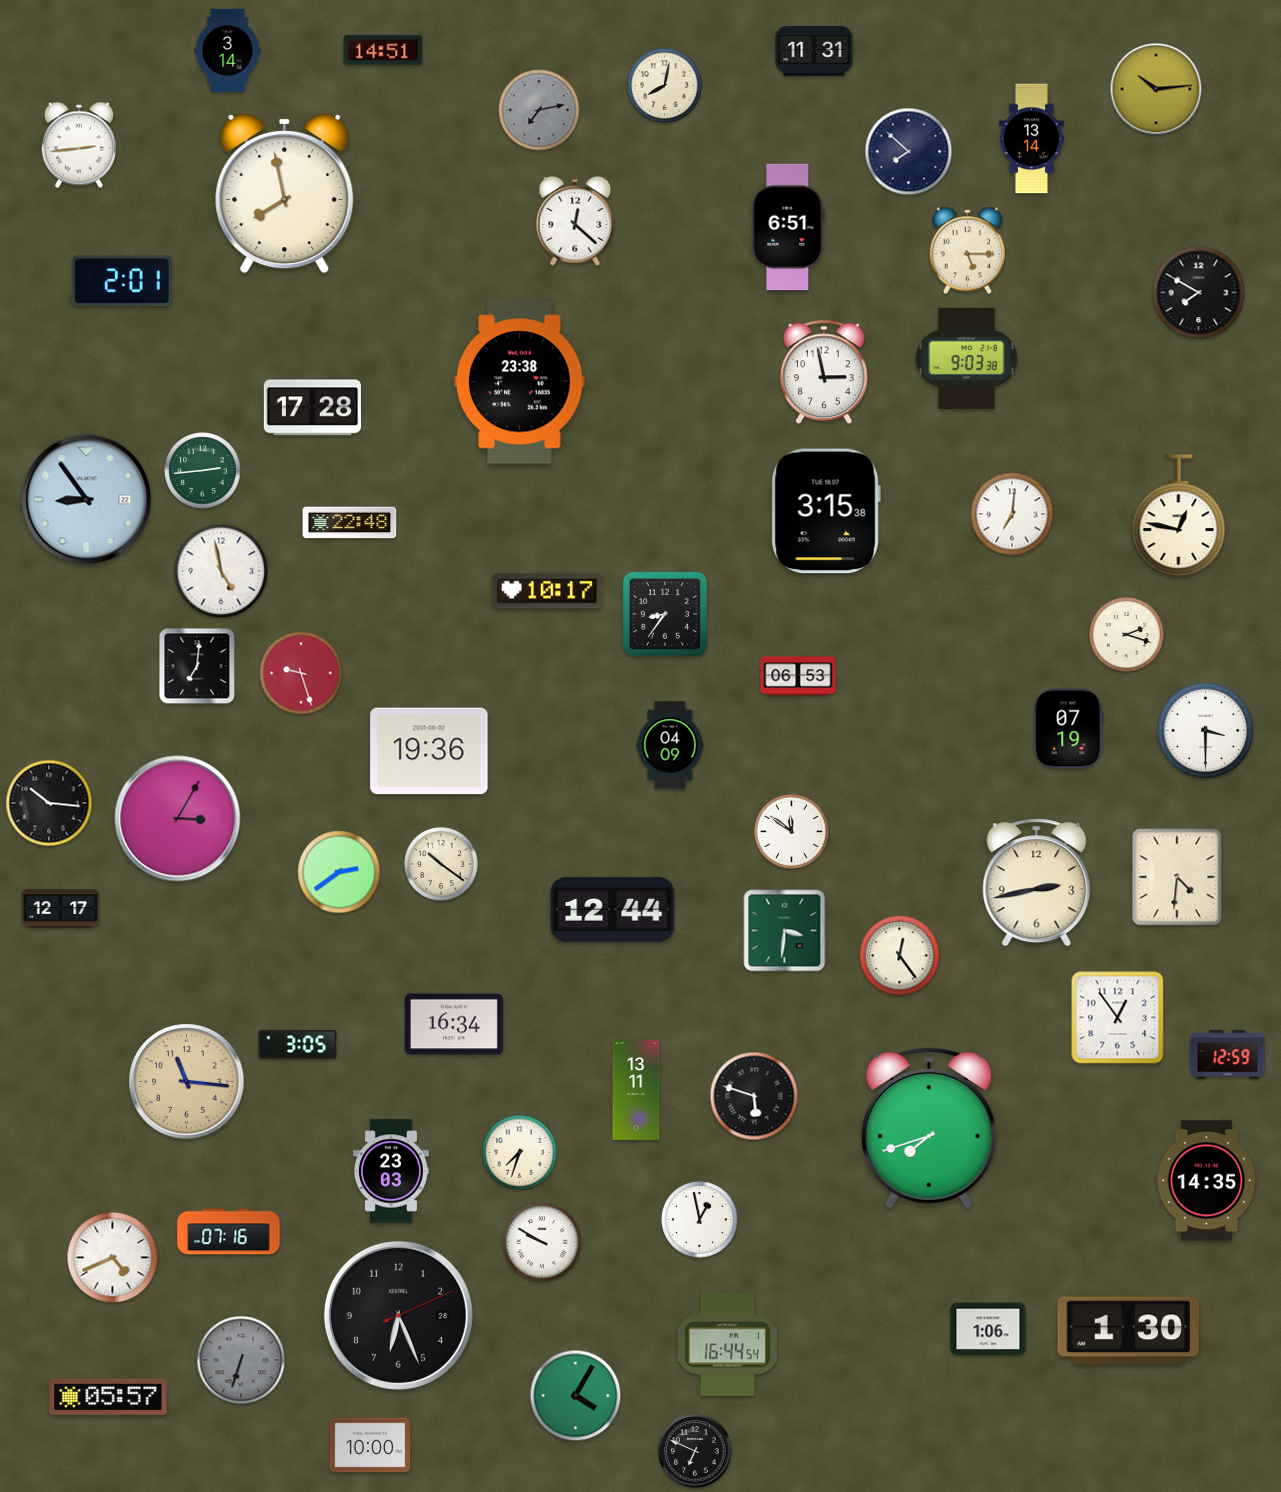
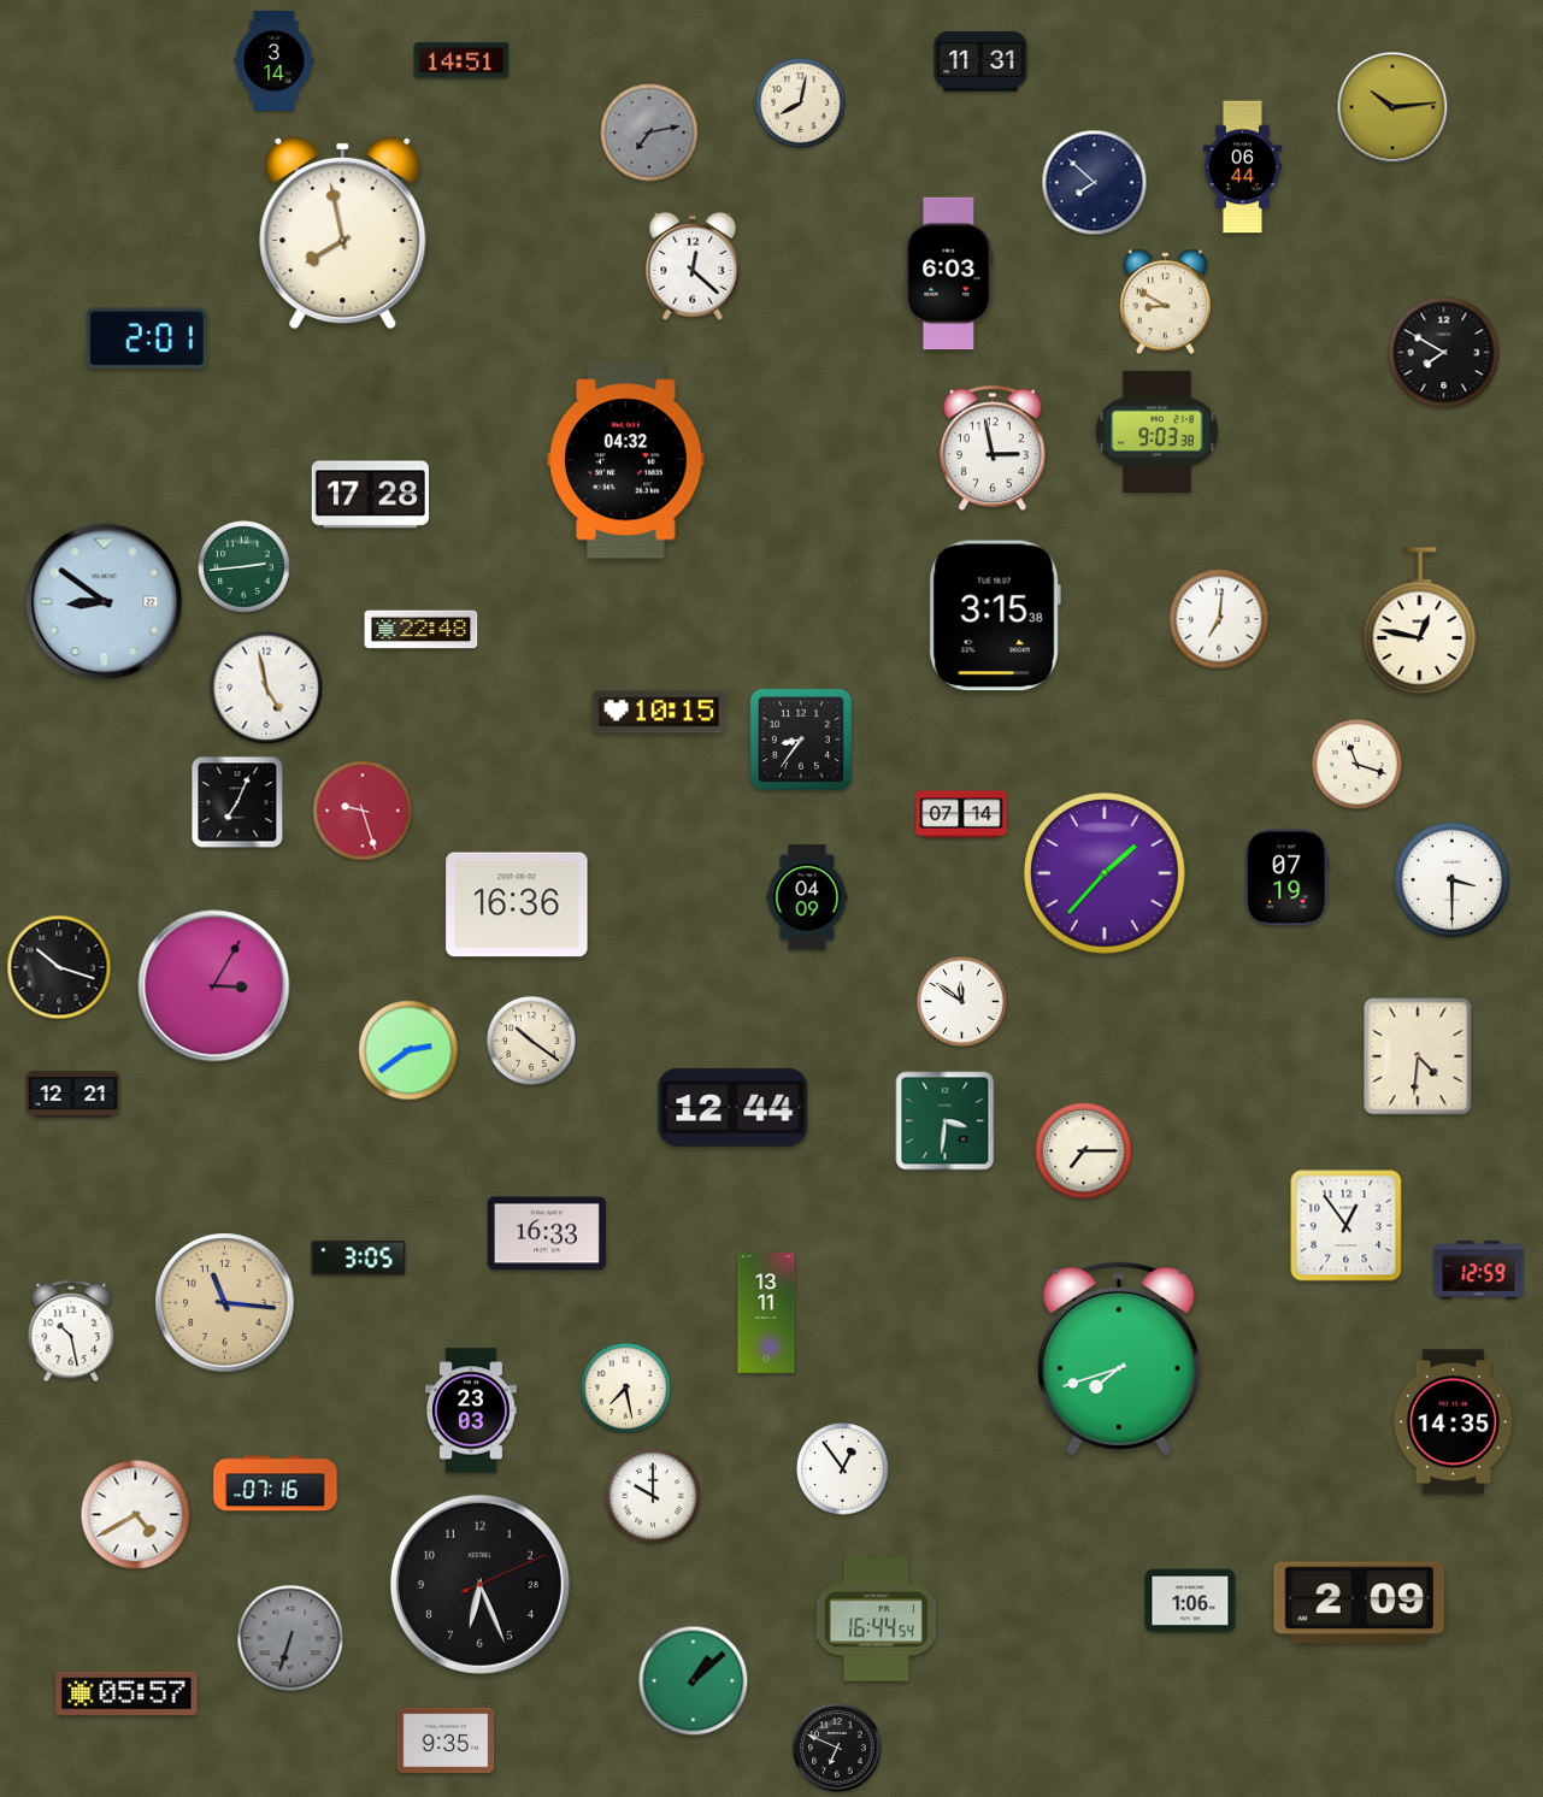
clock at (1031, 139): 13:14 -> 06:44
clock at (79, 145): 2:44 -> none
clock at (788, 227): 6:51 -> 6:03
clock at (968, 251): 5:15 -> 8:50
clock at (967, 358) position: (967, 358) -> (1158, 431)
clock at (520, 382): 23:38 -> 04:32
clock at (312, 408) position: (312, 408) -> (370, 495)
clock at (87, 500): 8:54 -> 8:51
clock at (547, 591): 10:17 -> 10:15
clock at (1127, 635): 2:18 -> 11:18
clock at (197, 666): 7:01 -> 7:04
clock at (798, 676): 06:53 -> 07:14
clock at (1106, 874): none -> 1:37
clock at (429, 751): 19:36 -> 16:36
clock at (49, 803): 10:16 -> 10:18
clock at (792, 832) position: (792, 832) -> (962, 1002)
clock at (1037, 883): 2:43 -> none
clock at (61, 909): 12:17 -> 12:21
clock at (613, 910) position: (613, 910) -> (734, 1108)
clock at (900, 956): 12:24 -> 7:15
clock at (454, 1024): 16:34 -> 16:33
clock at (754, 1096): 5:48 -> none
clock at (71, 1331): none -> 10:28
clock at (520, 1153): 7:33 -> 7:28
clock at (700, 1220): 12:58 -> 12:54
clock at (542, 1242): 9:50 -> 10:00
clock at (113, 1258): 4:41 -> 4:40
clock at (1128, 1331): 1:30 -> 2:09
clock at (576, 1396): 4:05 -> 1:08
clock at (108, 1397) position: (108, 1397) -> (126, 1693)
clock at (370, 1445): 10:00 -> 9:35
